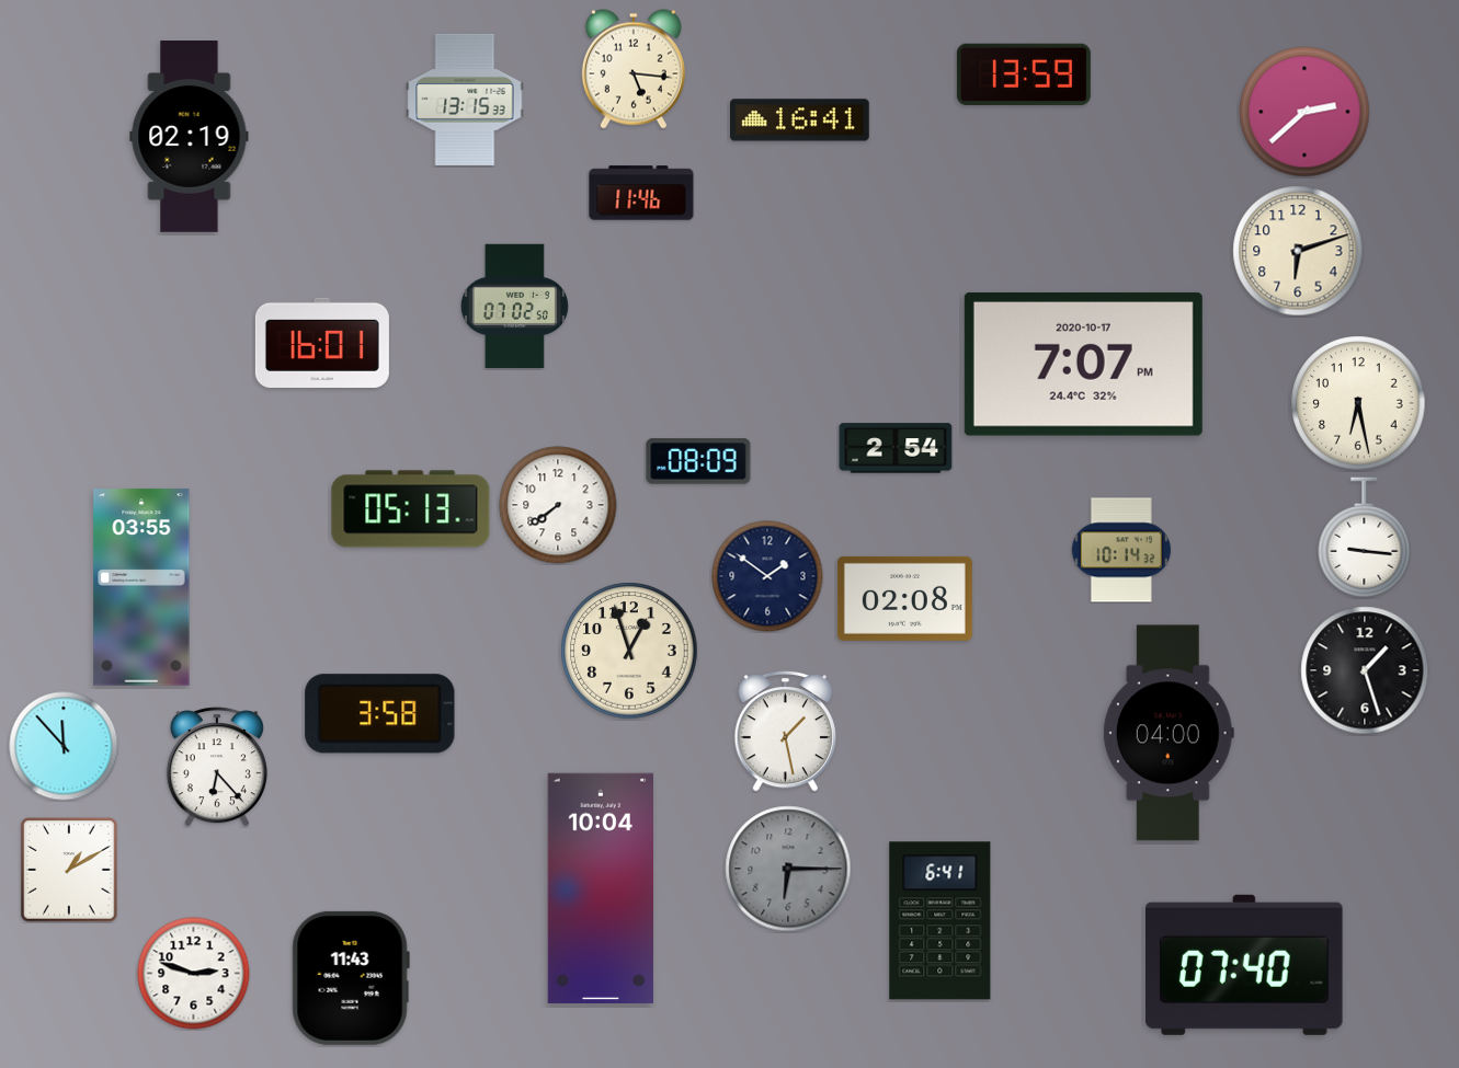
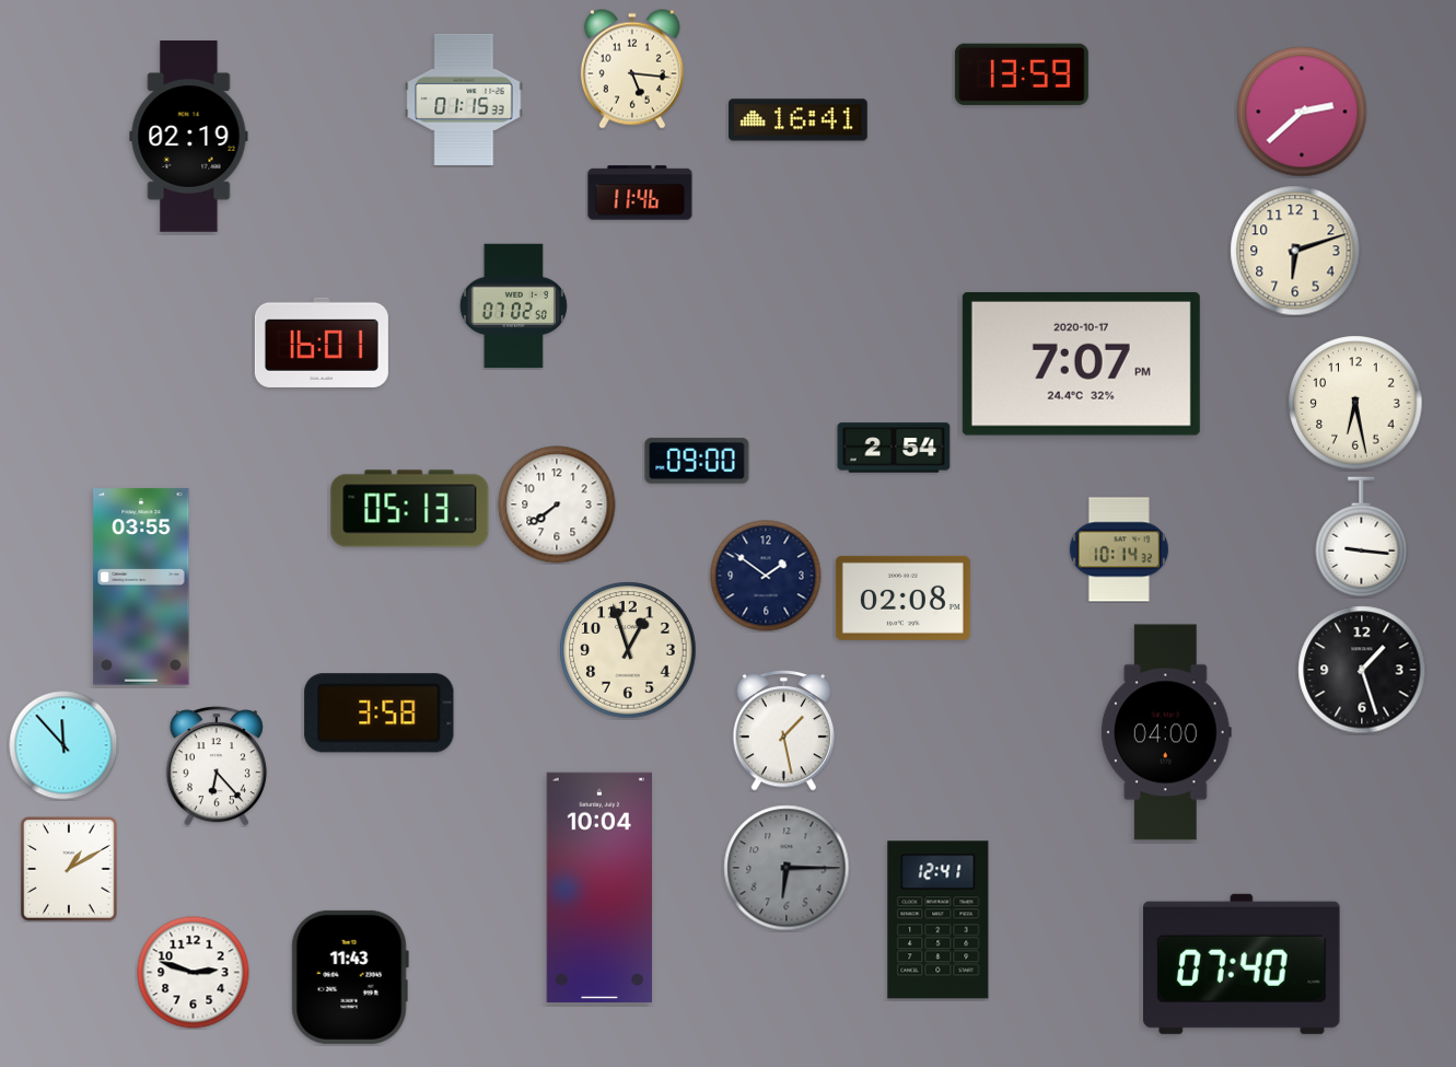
clock at (465, 100): 13:15 -> 01:15
clock at (698, 461): 08:09 -> 09:00
clock at (941, 921): 6:41 -> 12:41
